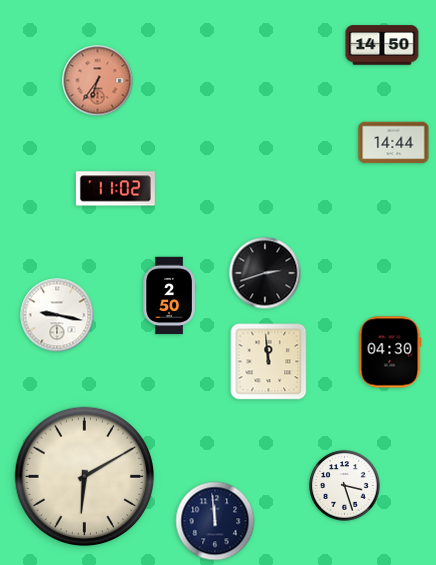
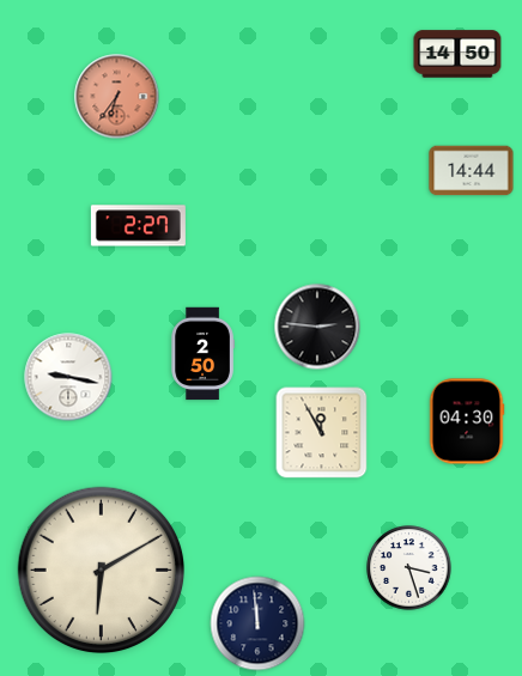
clock at (115, 189): 11:02 -> 2:27
clock at (265, 273): 2:42 -> 2:46
clock at (269, 362): 11:59 -> 11:55
clock at (345, 486) position: (345, 486) -> (409, 568)
